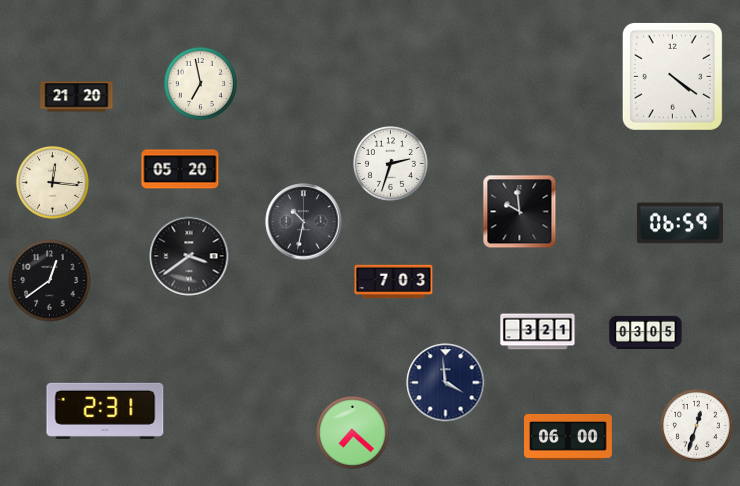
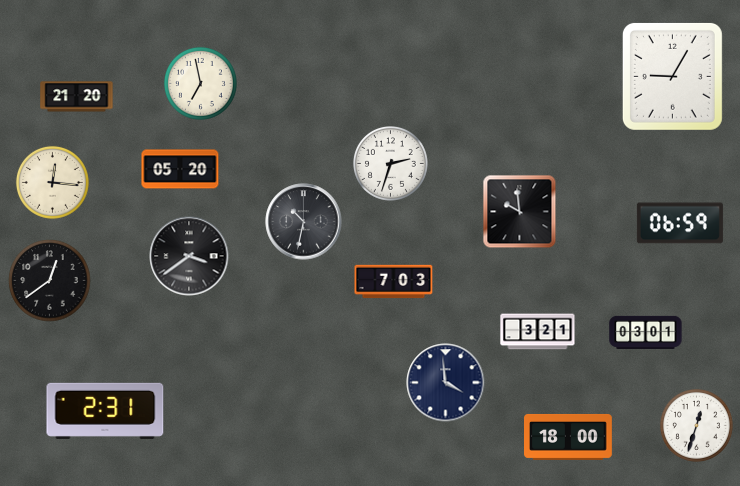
clock at (672, 76): 4:21 -> 9:05
clock at (646, 332): 03:05 -> 03:01
clock at (352, 432): 7:22 -> none
clock at (569, 437): 06:00 -> 18:00
